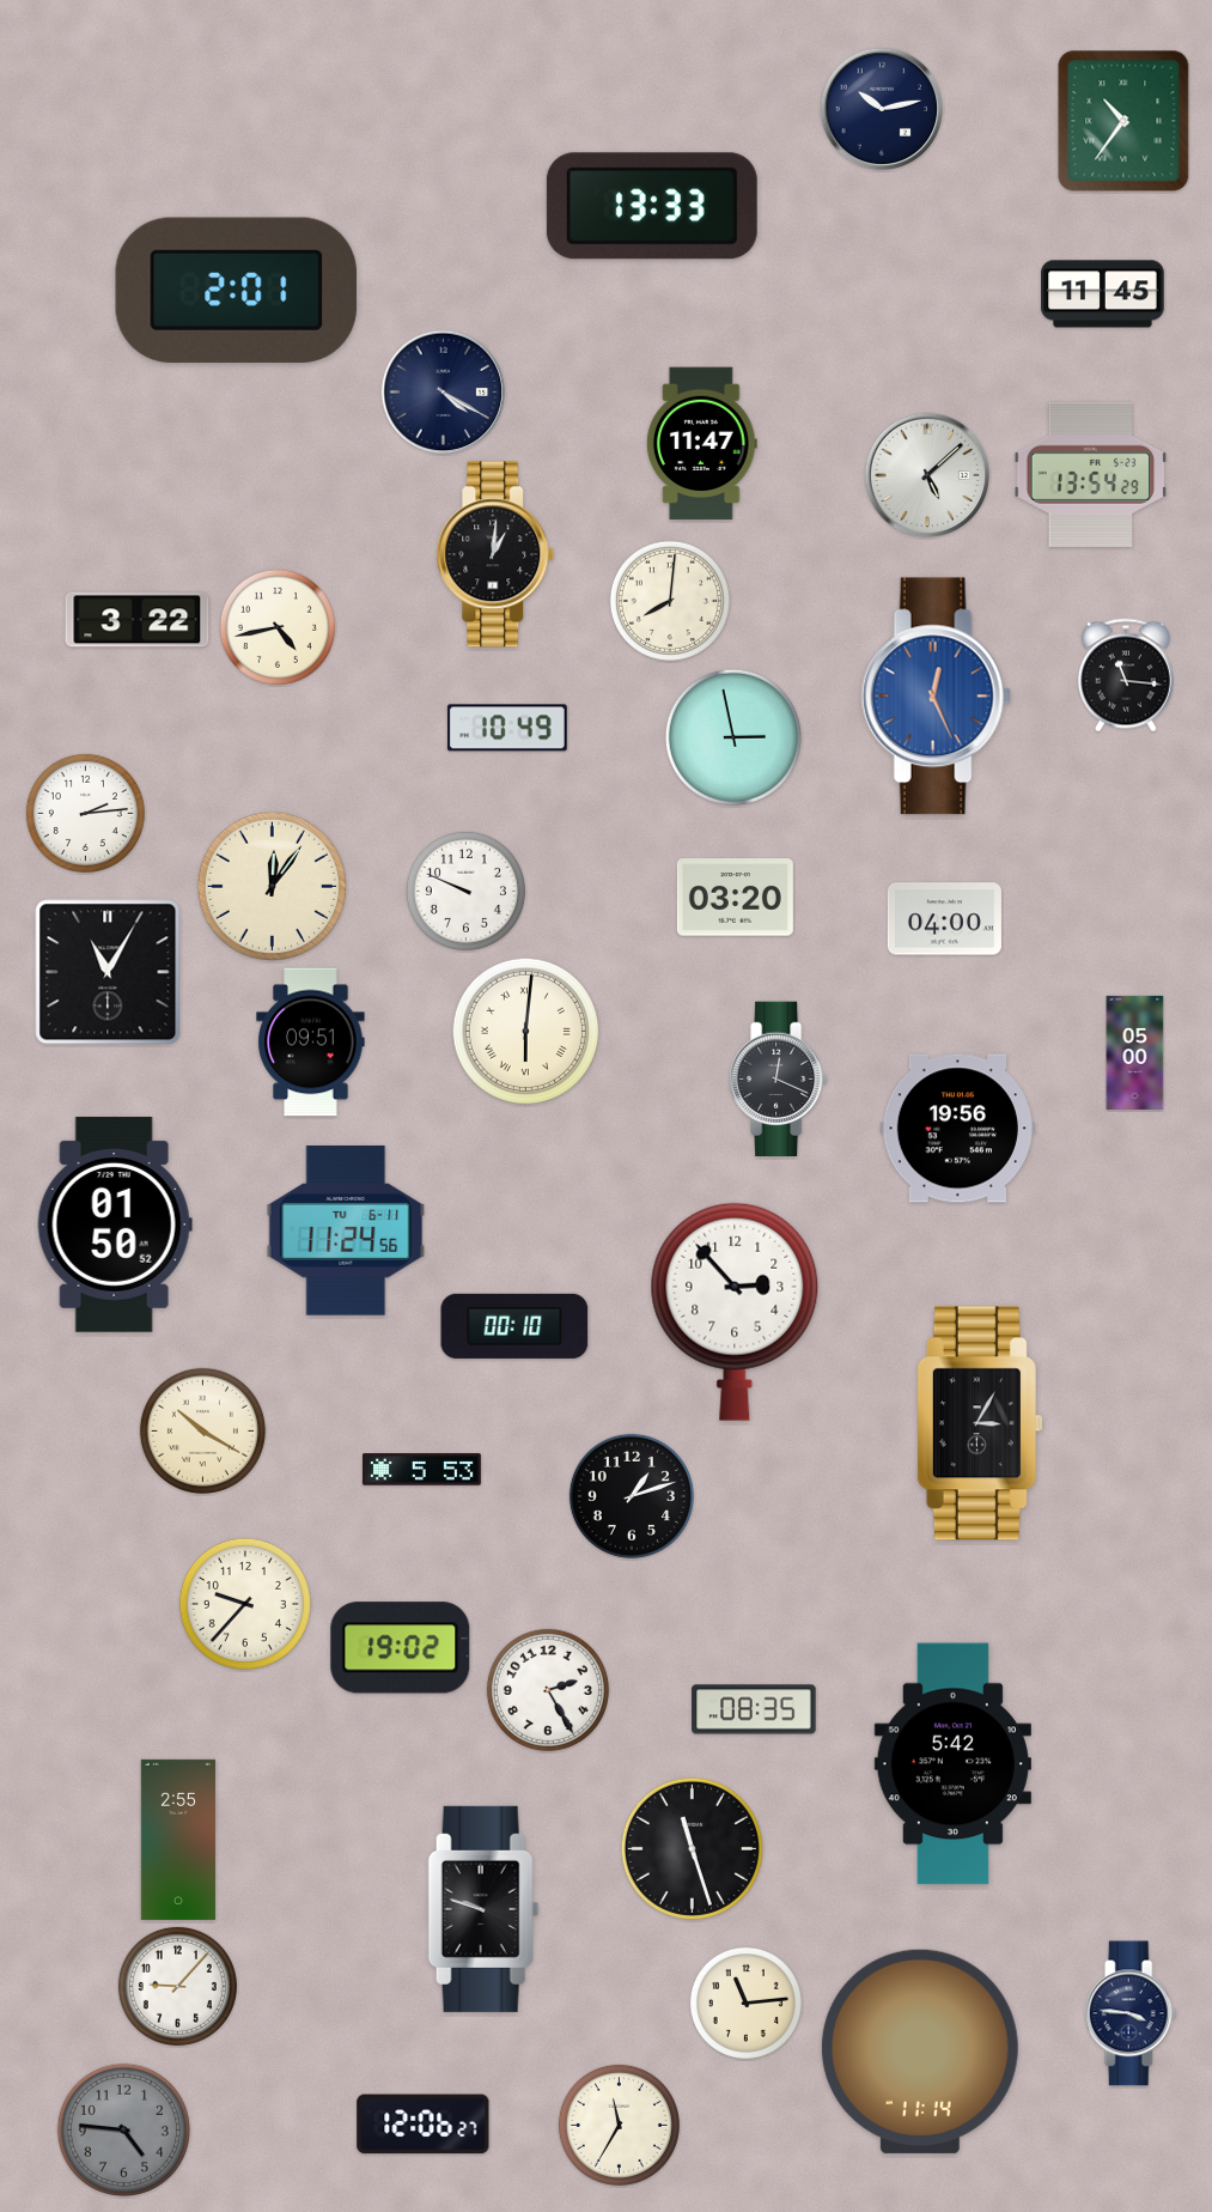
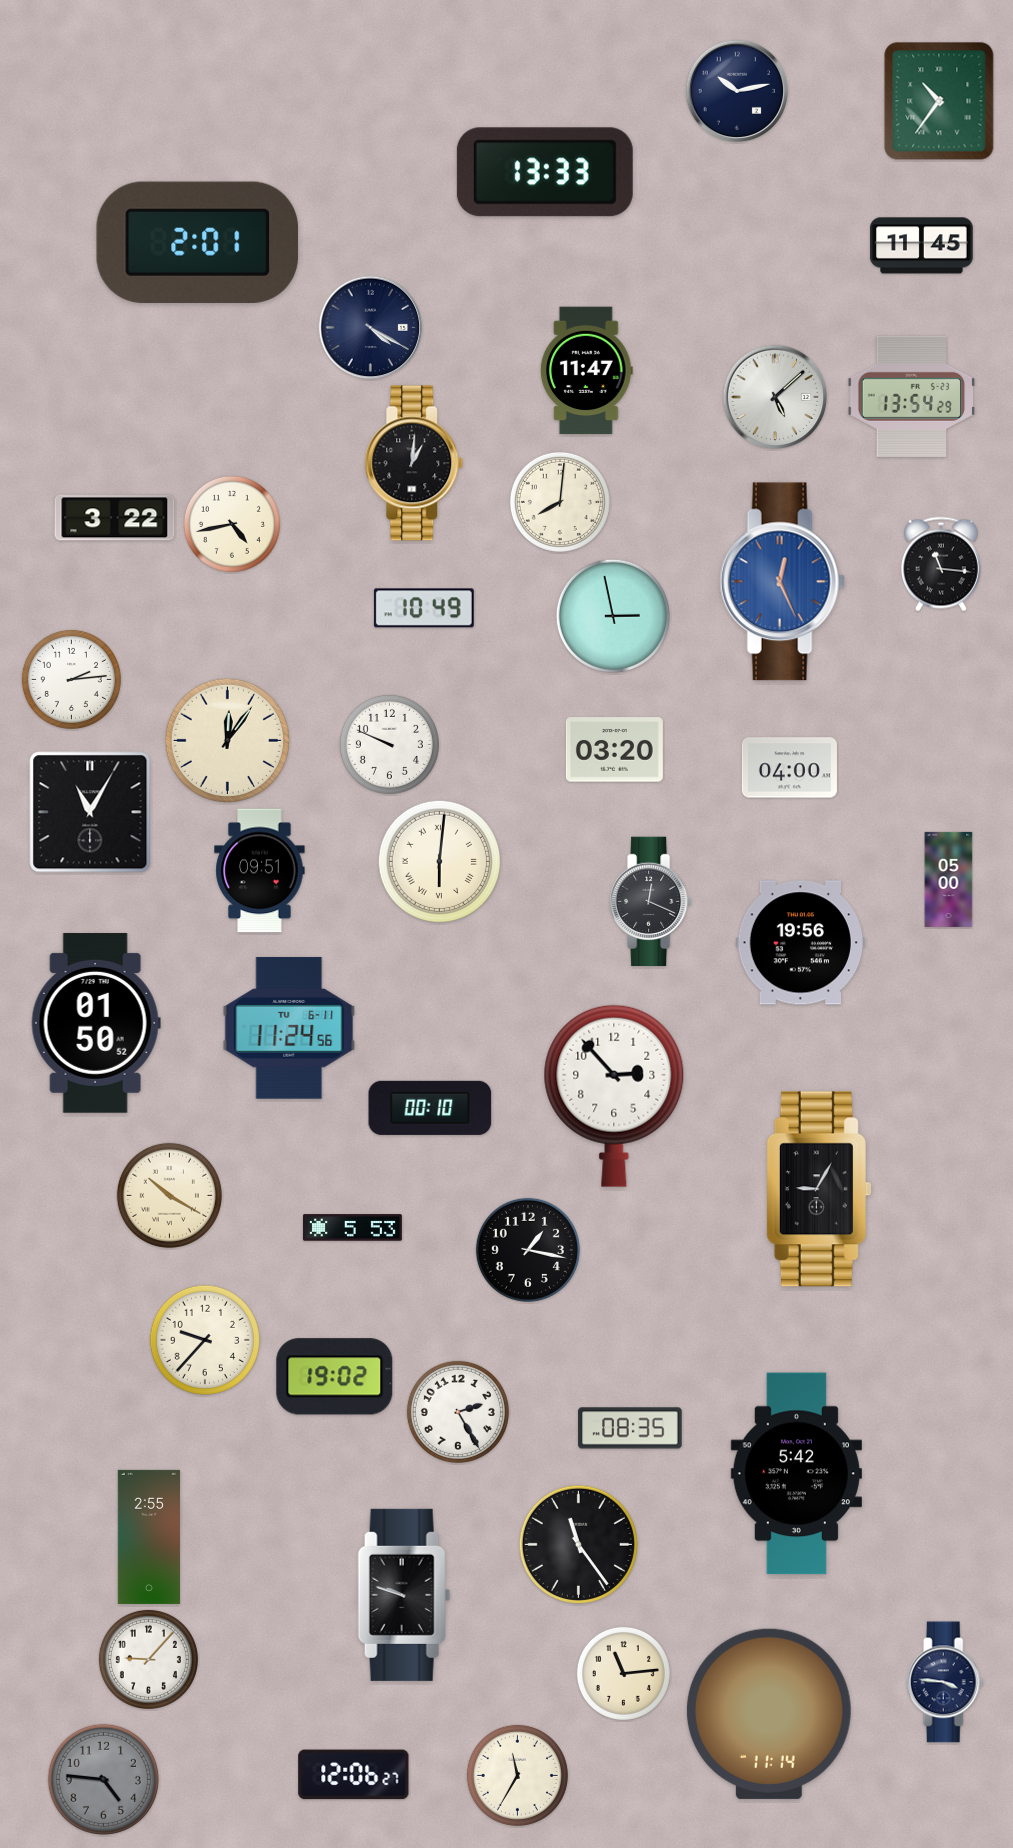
clock at (979, 1423): 3:05 -> 9:05
clock at (632, 1496): 1:12 -> 1:17
clock at (692, 1848): 11:27 -> 11:24
